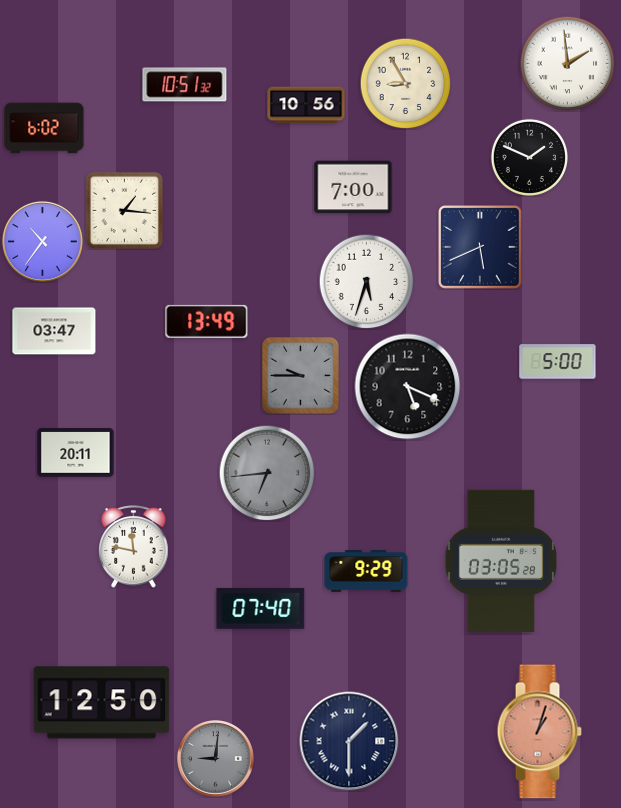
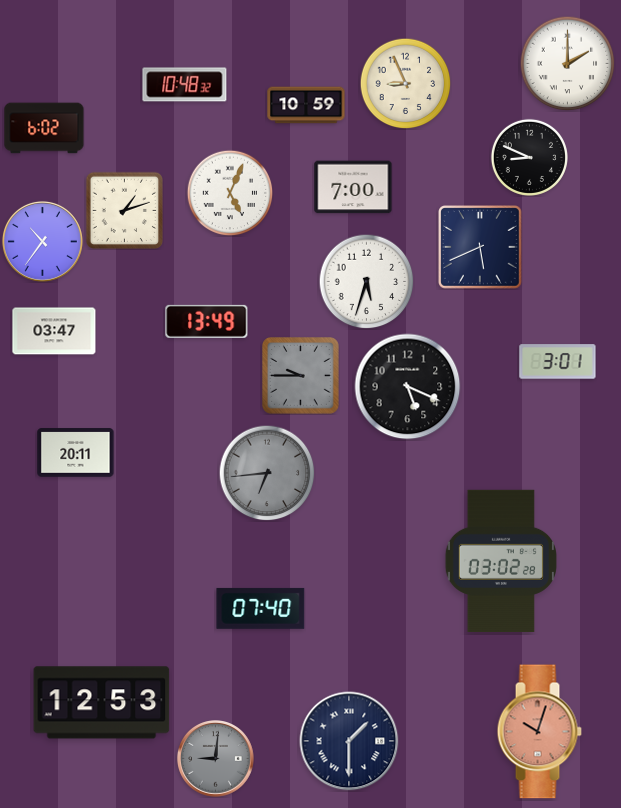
clock at (567, 63): 1:59 -> 2:00
clock at (405, 83): 8:55 -> 8:56
clock at (185, 85): 10:51 -> 10:48
clock at (306, 105): 10:56 -> 10:59
clock at (529, 157): 1:49 -> 8:49
clock at (230, 193): none -> 5:04
clock at (124, 210): 1:16 -> 1:12
clock at (558, 362): 5:00 -> 3:01
clock at (134, 547): 11:47 -> none
clock at (501, 560): 03:05 -> 03:02
clock at (366, 572): 9:29 -> none
clock at (102, 703): 12:50 -> 12:53
clock at (539, 732): 1:03 -> 10:03
